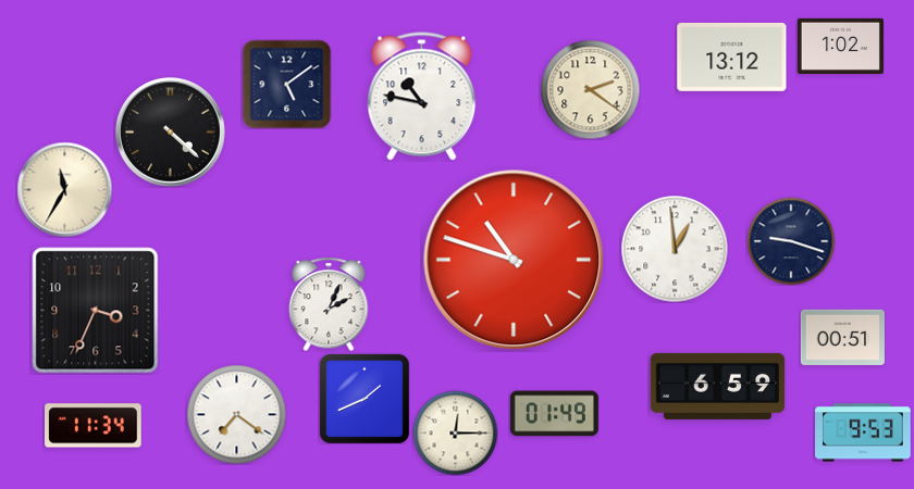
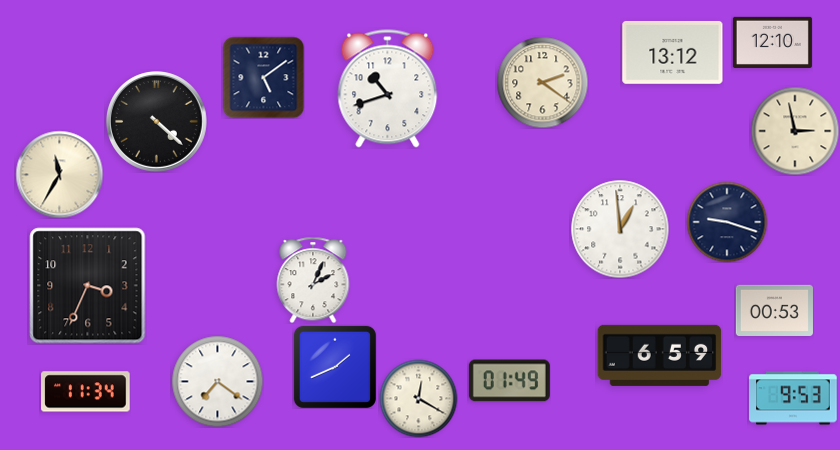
clock at (840, 46): 1:02 -> 12:10
clock at (422, 97): 10:47 -> 10:42
clock at (795, 131): none -> 2:58
clock at (514, 260): 10:48 -> none
clock at (329, 304) position: (329, 304) -> (313, 280)
clock at (842, 337): 00:51 -> 00:53
clock at (455, 432): 12:15 -> 12:20
